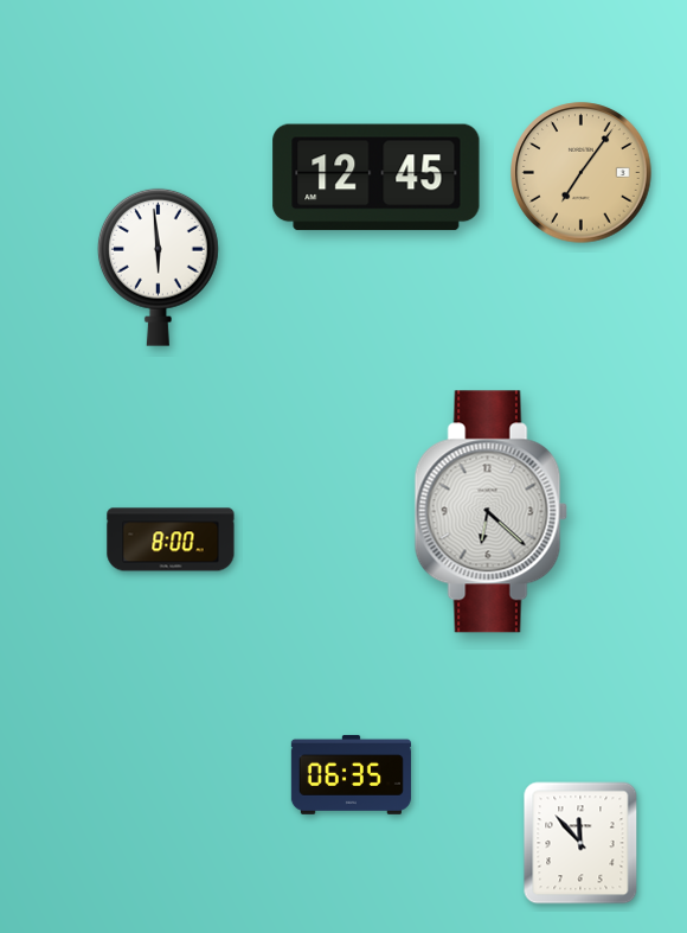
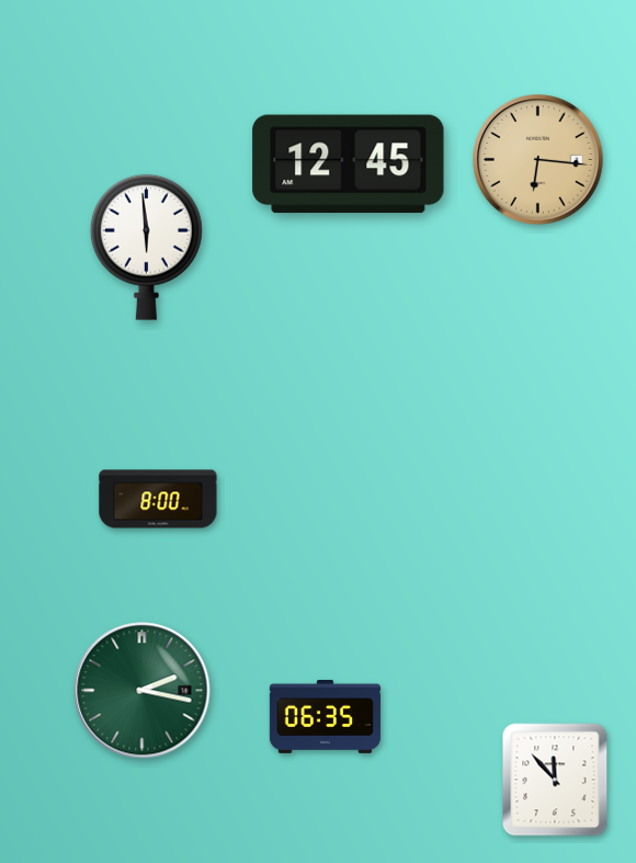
clock at (582, 173): 7:06 -> 6:16
clock at (490, 512): 6:22 -> none
clock at (143, 691): none -> 2:17
clock at (580, 843) position: (580, 843) -> (555, 780)
